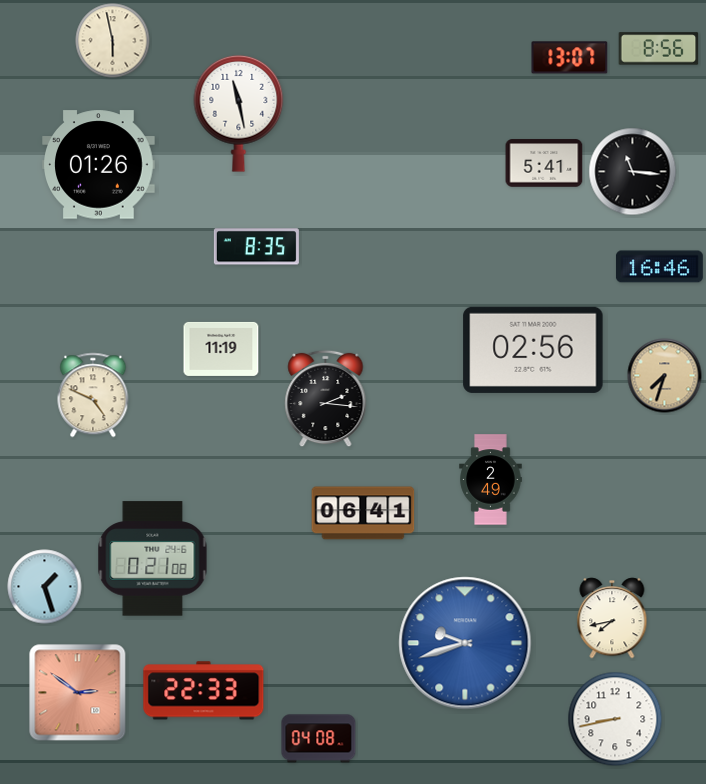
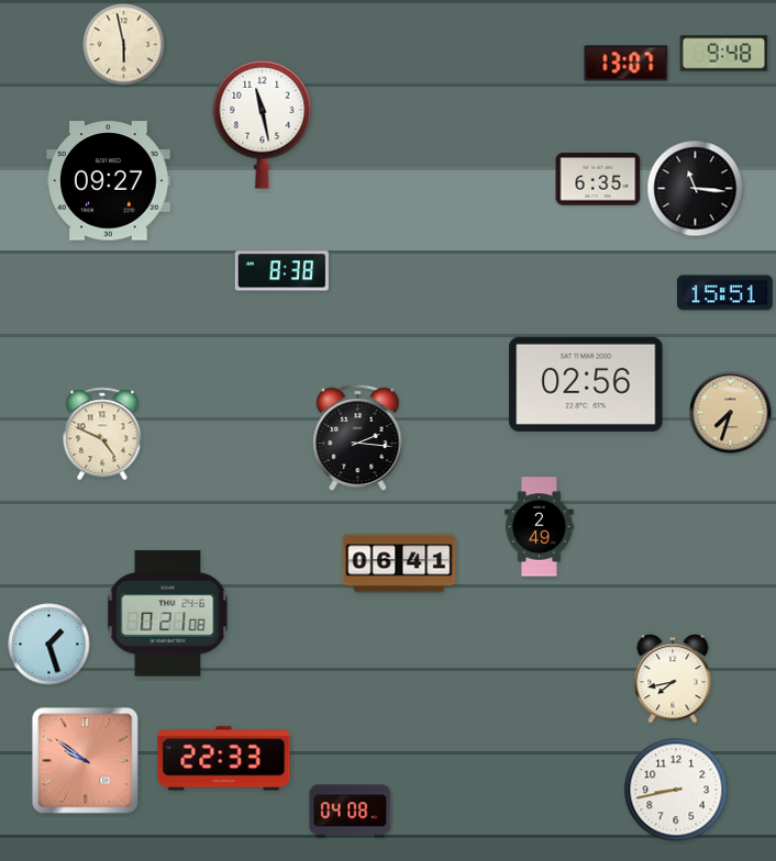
clock at (659, 49): 8:56 -> 9:48
clock at (544, 163): 5:41 -> 6:35
clock at (99, 165): 01:26 -> 09:27
clock at (256, 247): 8:35 -> 8:38
clock at (659, 267): 16:46 -> 15:51
clock at (221, 349): 11:19 -> none
clock at (465, 643): 9:42 -> none
clock at (78, 693): 2:51 -> 9:51
